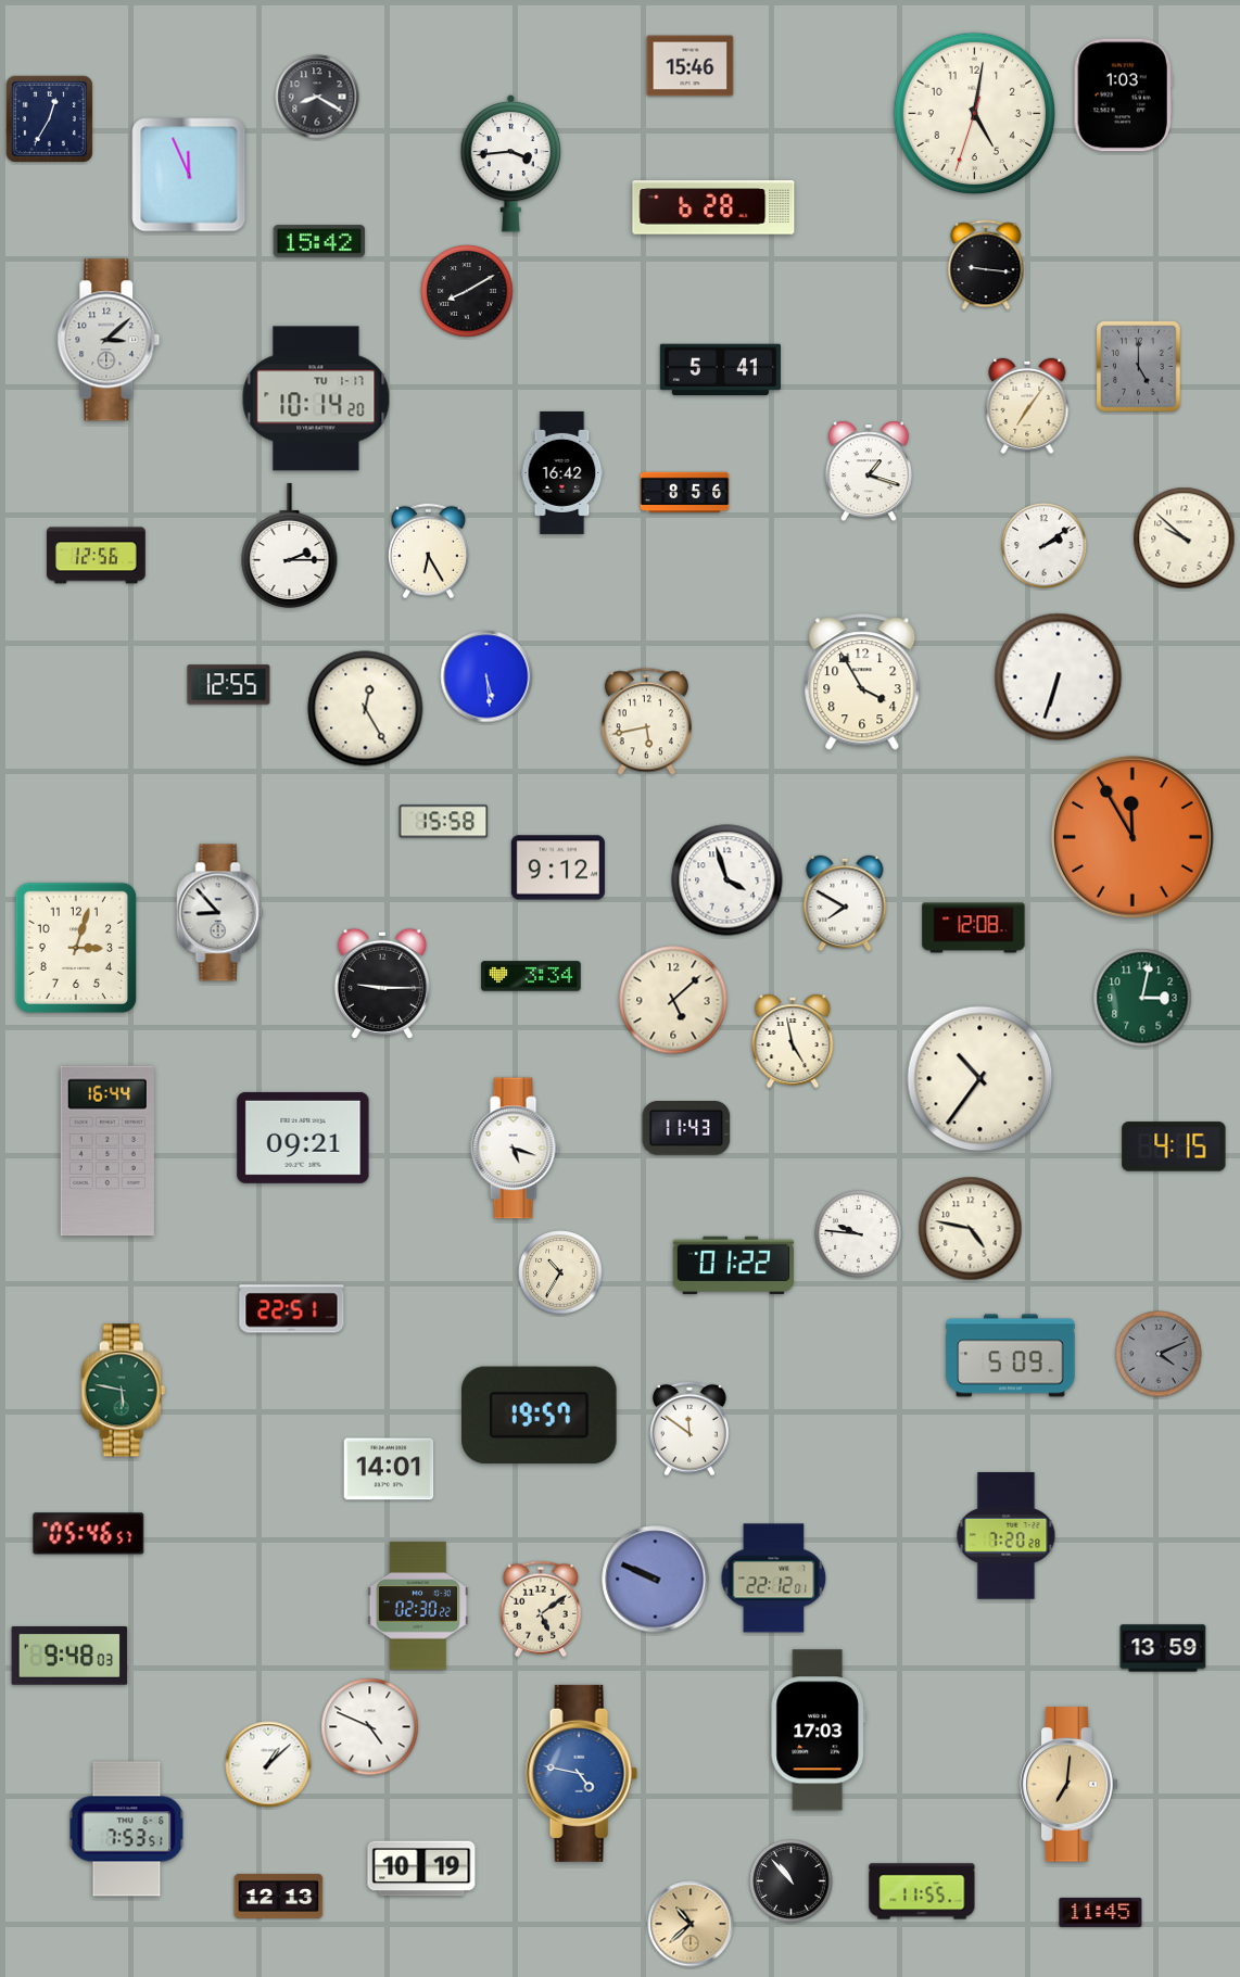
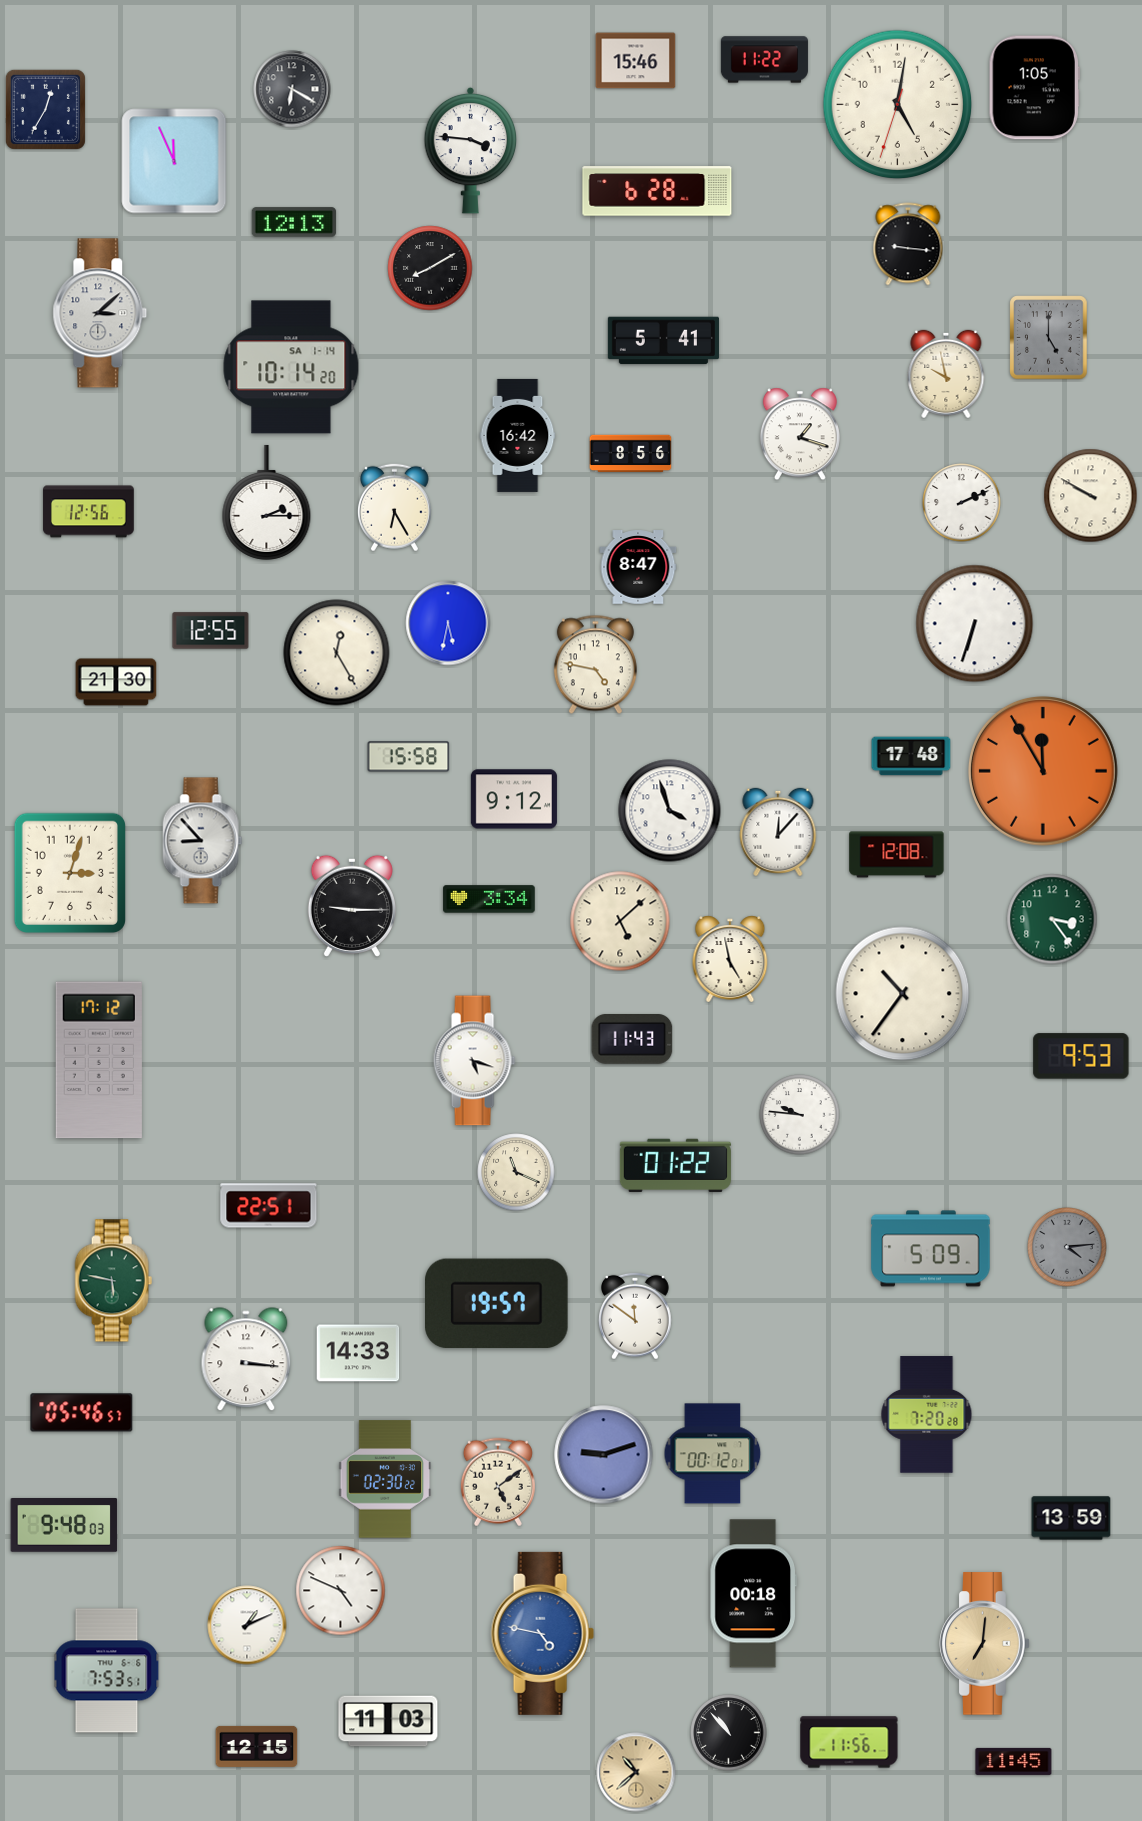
clock at (764, 60): none -> 11:22
clock at (1123, 96): 1:03 -> 1:05
clock at (317, 97): 8:20 -> 6:20
clock at (511, 163): 3:44 -> 3:46
clock at (319, 241): 15:42 -> 12:13
clock at (316, 398) date: TU 1-17 -> SA 1-14
clock at (1027, 406): 7:06 -> 9:58
clock at (1185, 538): 9:52 -> 9:50
clock at (1045, 546): 2:09 -> 2:11
clock at (638, 567): none -> 8:47
clock at (486, 676): 5:29 -> 5:32
clock at (862, 683): 3:55 -> none
clock at (646, 722): 5:43 -> 4:47
clock at (116, 682): none -> 21:30
clock at (911, 756): none -> 17:48
clock at (845, 903): 7:50 -> 12:07
clock at (1142, 998): 3:02 -> 3:24
clock at (303, 1138): 09:21 -> none
clock at (1174, 1146): 4:15 -> 9:53
clock at (515, 1149) position: (515, 1149) -> (474, 1061)
clock at (107, 1151): 16:44 -> 17:12
clock at (971, 1229): 4:47 -> none
clock at (859, 1234) position: (859, 1234) -> (800, 1115)
clock at (560, 1272): 10:35 -> 11:19
clock at (1159, 1354): 4:11 -> 4:14
clock at (389, 1469): 14:01 -> 14:33
clock at (246, 1360): none -> 3:16
clock at (774, 1579): 22:12 -> 00:12
clock at (656, 1580): 9:49 -> 9:12
clock at (818, 1731): 17:03 -> 00:18
clock at (268, 1764): 1:08 -> 1:11
clock at (581, 1773) position: (581, 1773) -> (542, 1633)
clock at (127, 1829) position: (127, 1829) -> (107, 1671)
clock at (421, 1868): 10:19 -> 11:03
clock at (922, 1891): 11:55 -> 11:56
clock at (279, 1896): 12:13 -> 12:15
